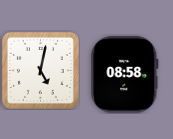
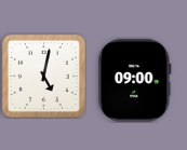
clock at (125, 75): 08:58 -> 09:00
